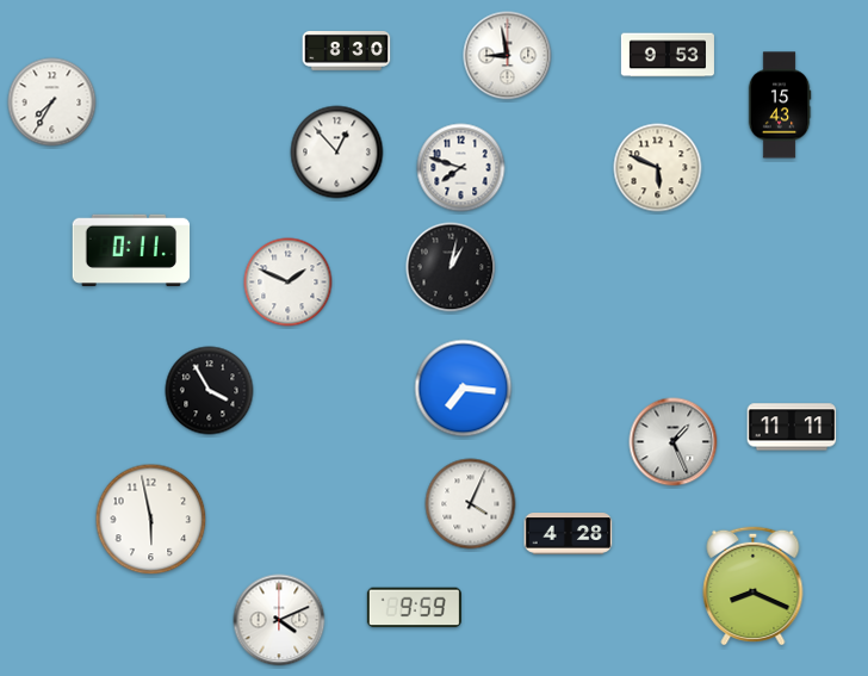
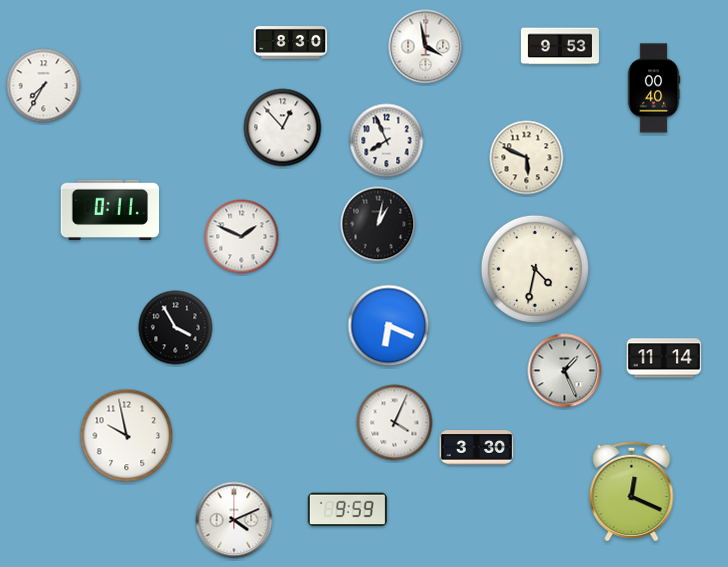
clock at (508, 56): 8:58 -> 3:58
clock at (780, 105): 15:43 -> 00:40
clock at (461, 168): 7:48 -> 7:56
clock at (658, 168) position: (658, 168) -> (527, 158)
clock at (535, 269): none -> 4:32
clock at (464, 389): 7:16 -> 6:19
clock at (792, 427): 11:11 -> 11:14
clock at (151, 520): 5:58 -> 9:58
clock at (569, 534): 4:28 -> 3:30
clock at (754, 585): 8:19 -> 12:19
